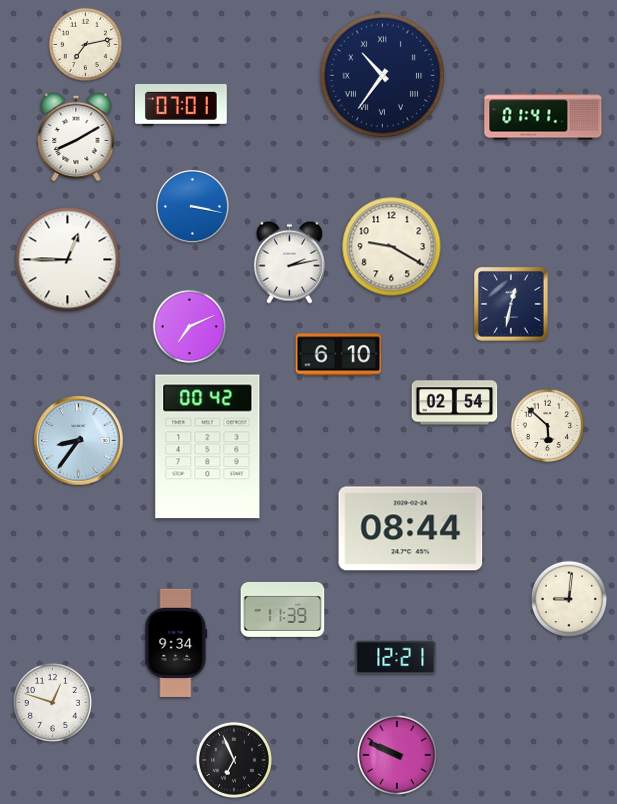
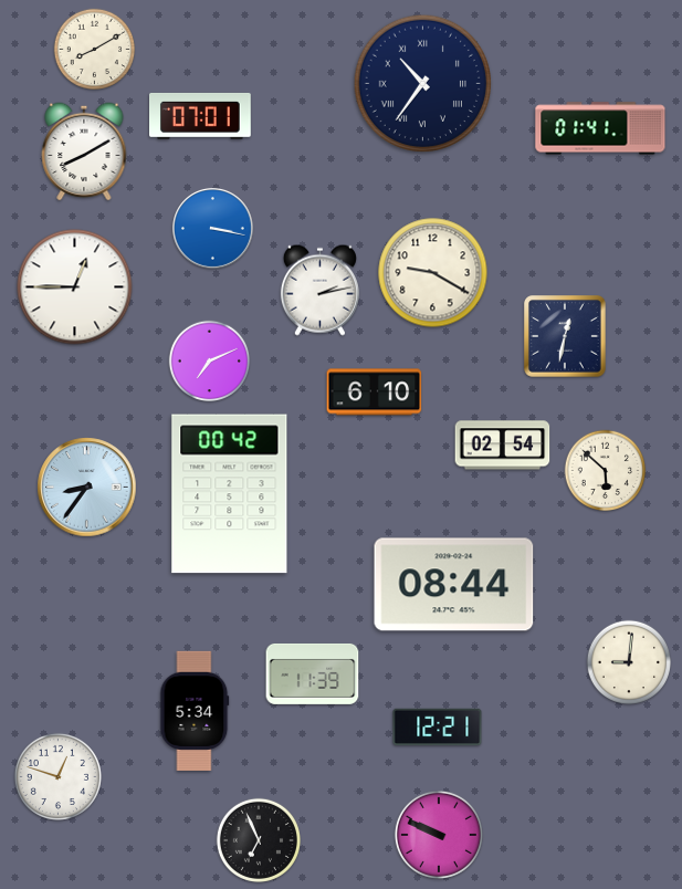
clock at (86, 45): 7:13 -> 8:10
clock at (176, 643): 9:34 -> 5:34
